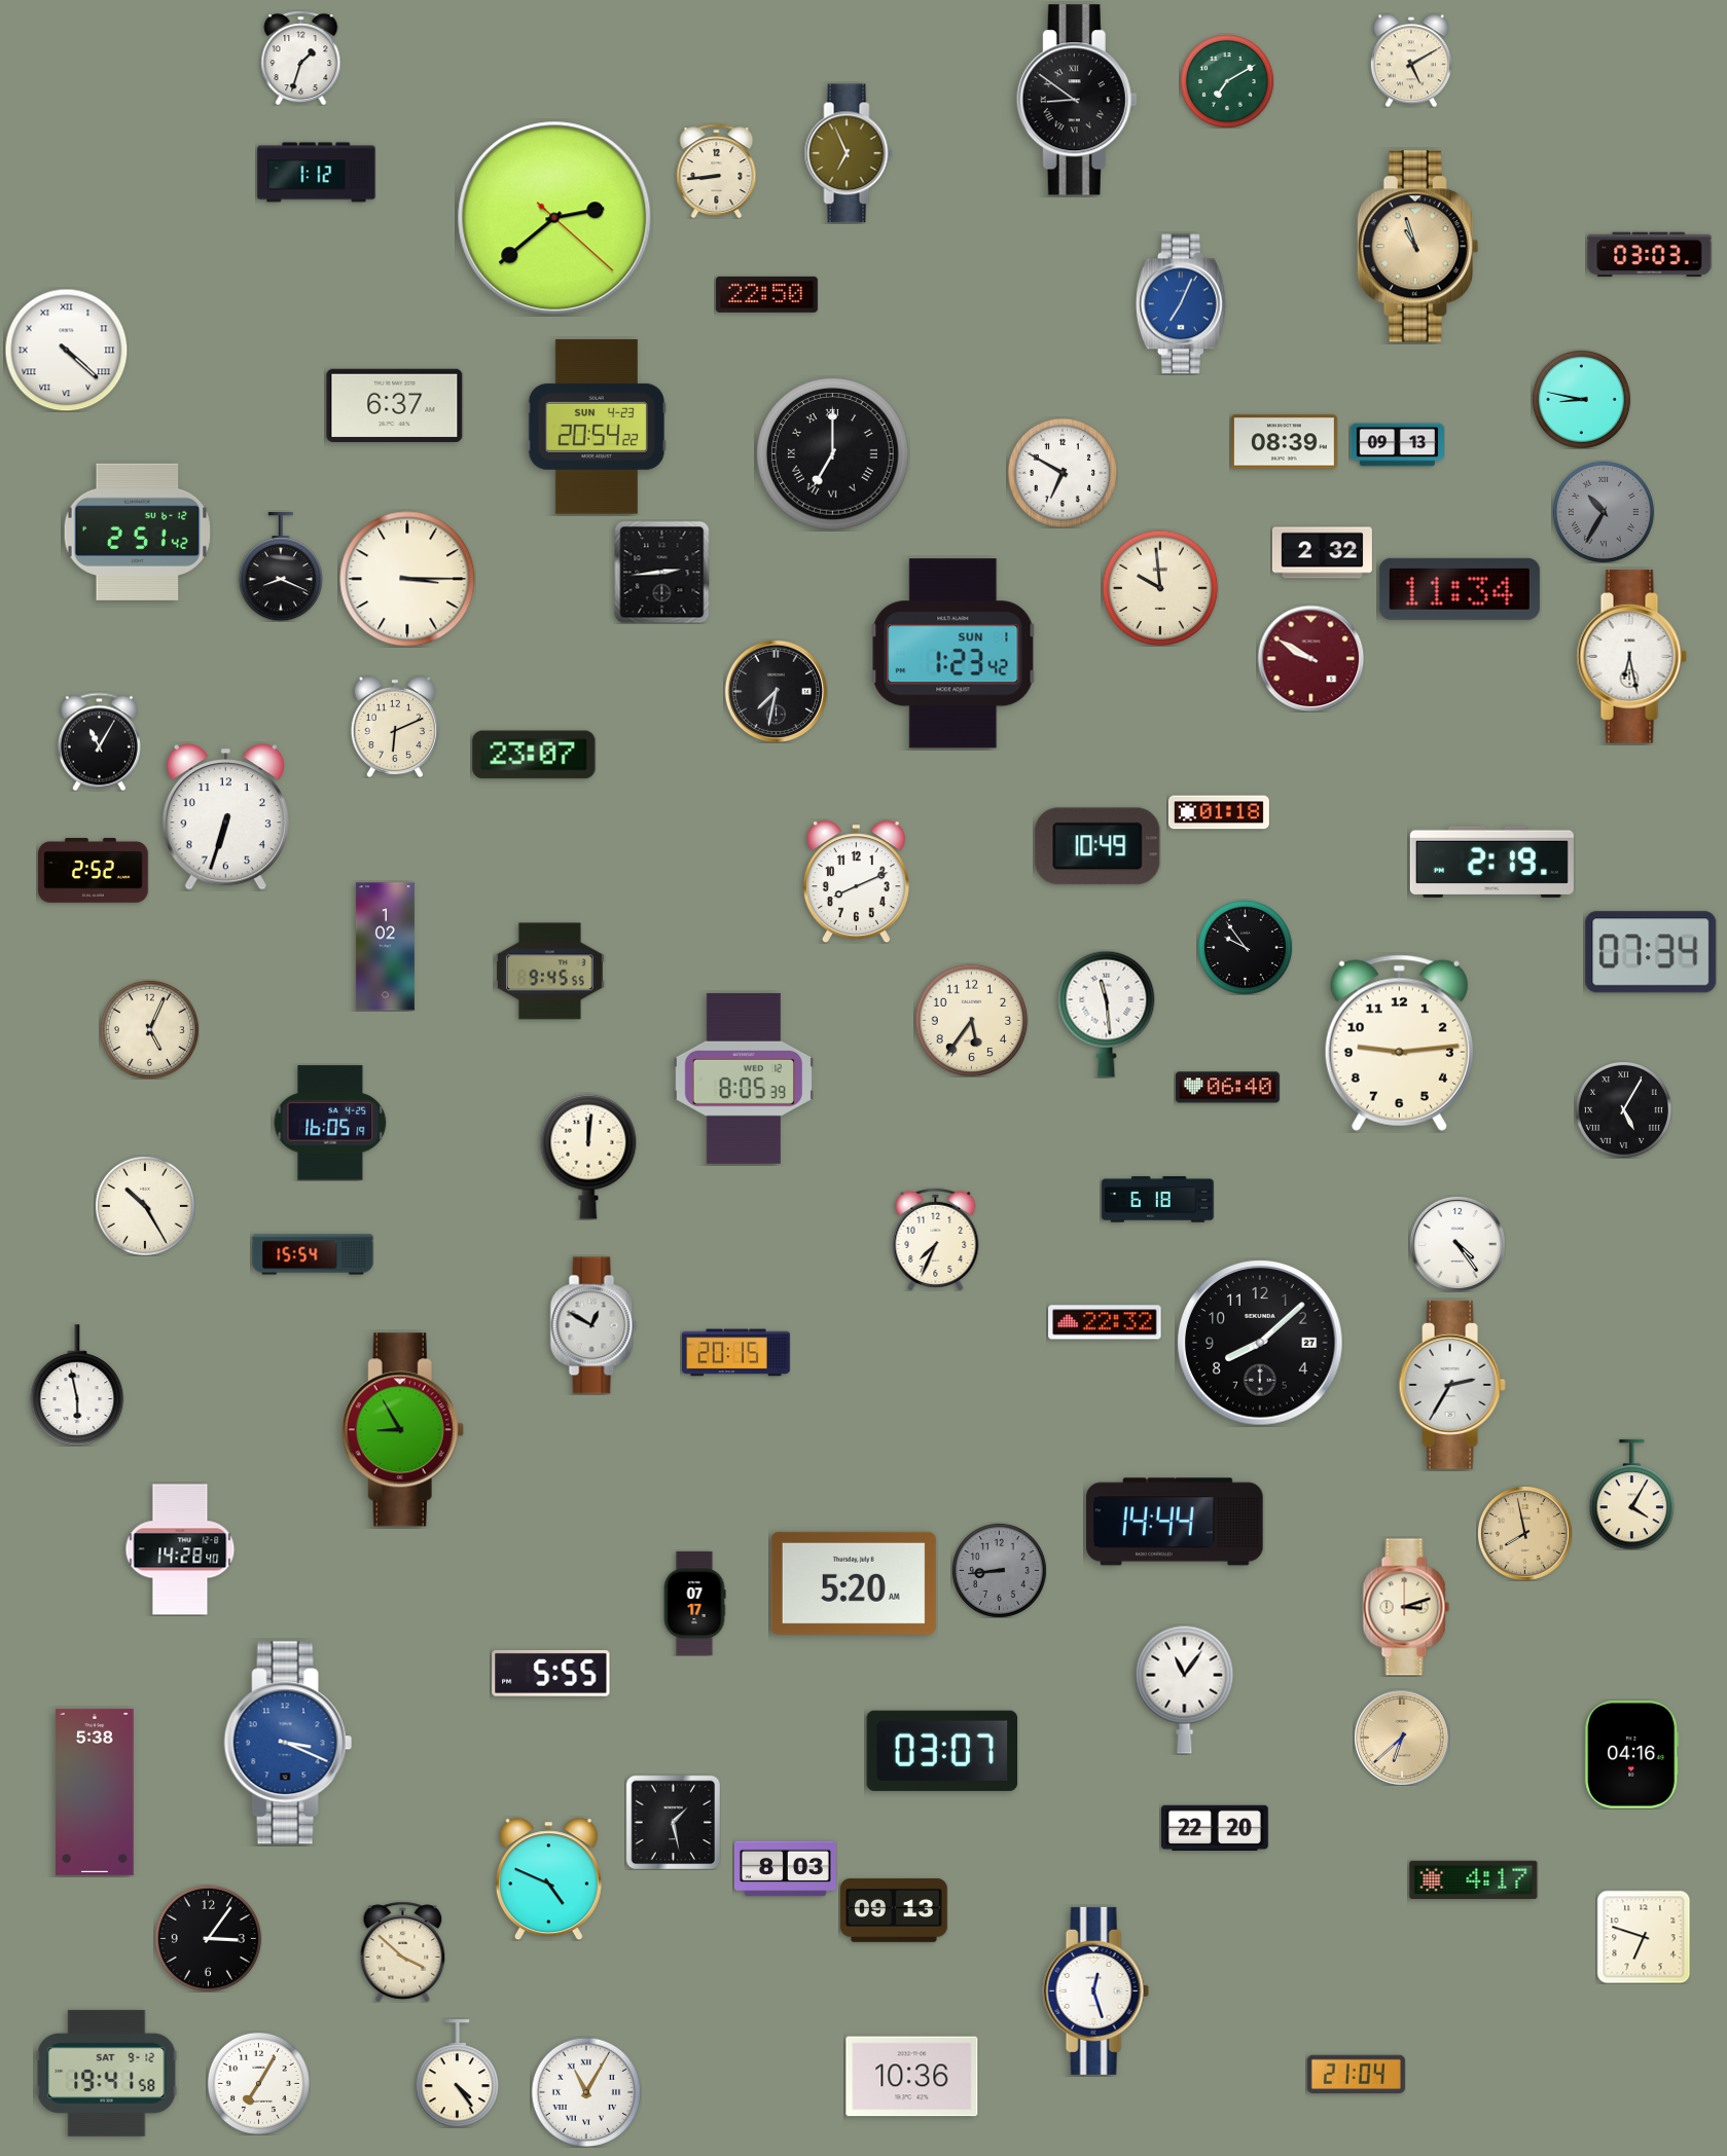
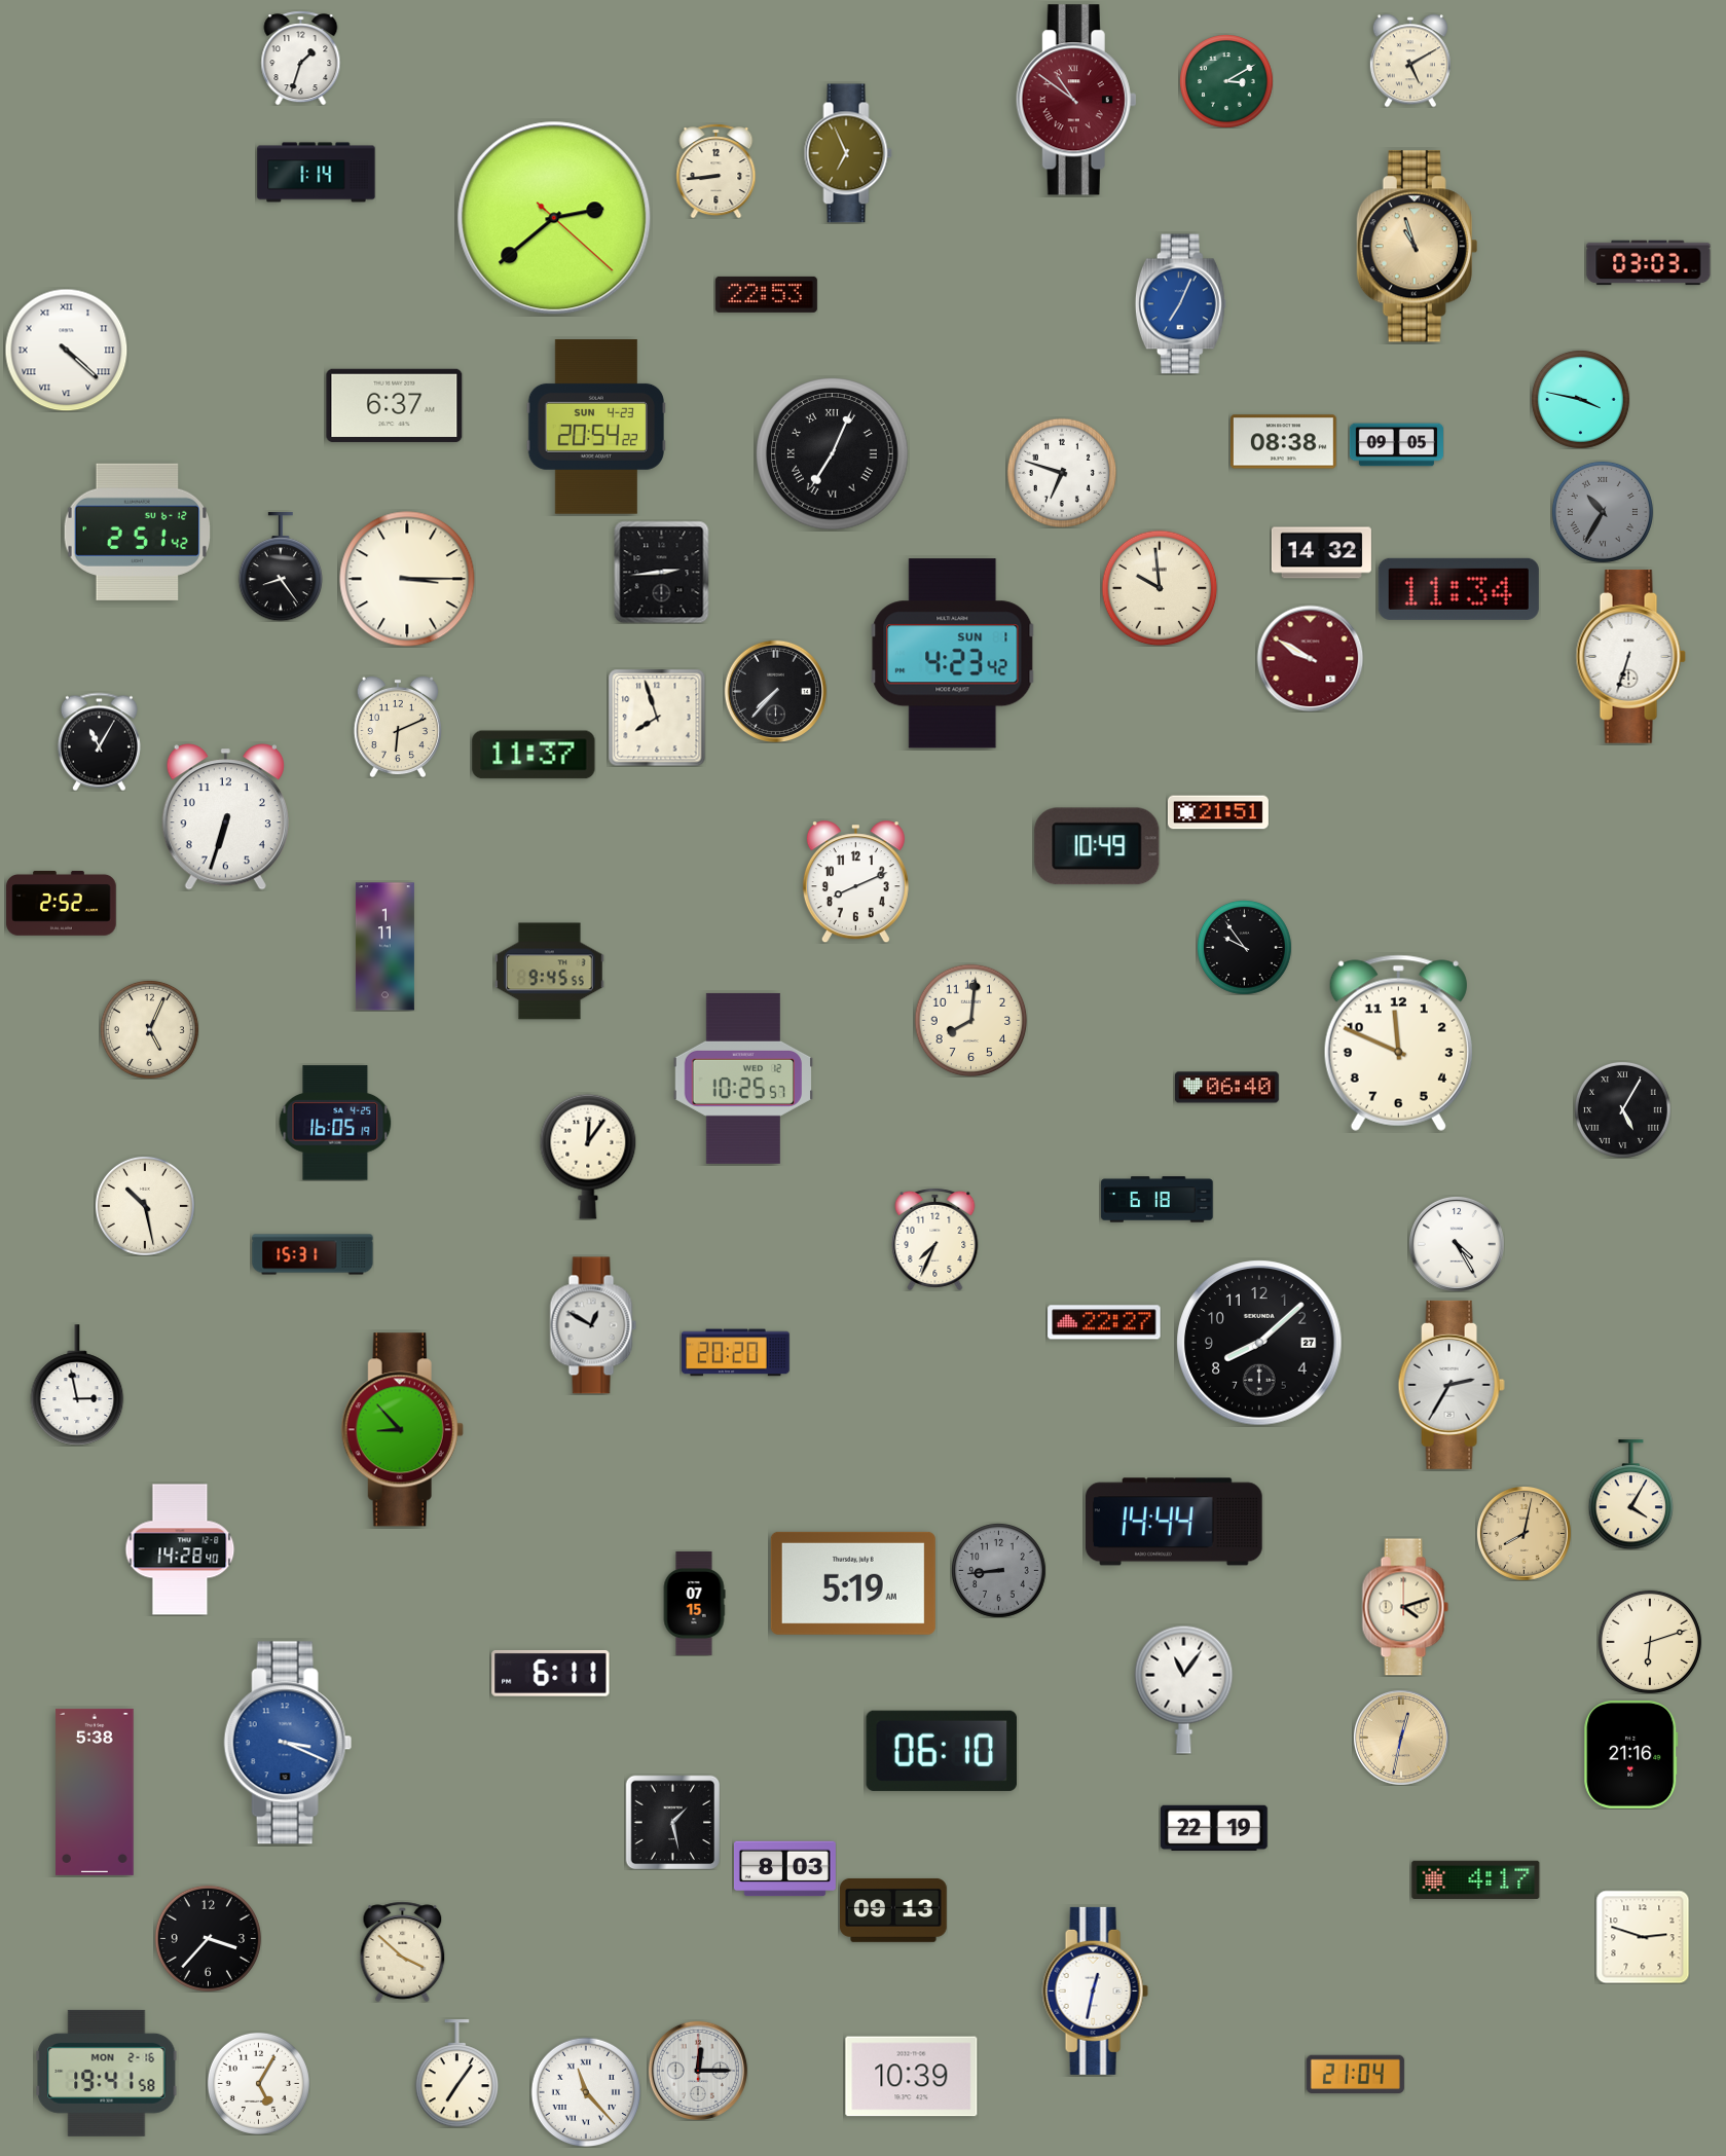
clock at (1227, 81): 7:10 -> 3:10
clock at (1077, 100): 8:51 -> 10:51
clock at (1077, 100) dial: black -> burgundy
clock at (317, 173): 1:12 -> 1:14
clock at (1650, 255) position: (1650, 255) -> (1649, 263)
clock at (766, 294): 22:50 -> 22:53
clock at (1581, 399): 8:47 -> 3:47
clock at (1285, 442): 08:39 -> 08:38
clock at (1397, 445): 09:13 -> 09:05
clock at (833, 454): 7:00 -> 7:04
clock at (1063, 473): 6:50 -> 6:48
clock at (1322, 553): 2:32 -> 14:32
clock at (280, 567): 8:19 -> 8:24
clock at (954, 654): 1:23 -> 4:23
clock at (1631, 656): 6:28 -> 6:33
clock at (776, 691): 7:32 -> 7:37
clock at (657, 718): none -> 7:57
clock at (395, 727) position: (395, 727) -> (398, 727)
clock at (534, 755): 23:07 -> 11:37
clock at (1219, 812): 01:18 -> 21:51
clock at (1491, 862): 2:19 -> none
clock at (94, 871) position: (94, 871) -> (62, 904)
clock at (385, 947): 1:02 -> 1:11
clock at (1651, 952): 07:34 -> none
clock at (1107, 1014): 11:29 -> none
clock at (971, 1020): 5:36 -> 8:01
clock at (1399, 1043): 9:14 -> 11:49
clock at (744, 1079): 8:05 -> 10:25
clock at (330, 1123) position: (330, 1123) -> (335, 1123)
clock at (588, 1157): 12:01 -> 12:06
clock at (145, 1206): 10:25 -> 10:28
clock at (1458, 1244): 4:24 -> 4:25
clock at (313, 1254): 15:54 -> 15:31
clock at (1105, 1322): 22:32 -> 22:27
clock at (736, 1353): 20:15 -> 20:20
clock at (77, 1385): 5:58 -> 2:58
clock at (402, 1430): 8:55 -> 8:53
clock at (1524, 1533): 7:58 -> 8:02
clock at (854, 1583): 5:20 -> 5:19
clock at (694, 1603): 07:17 -> 07:15
clock at (1406, 1607): 3:12 -> 4:12
clock at (1650, 1642): none -> 6:12
clock at (551, 1673): 5:55 -> 6:11
clock at (1402, 1738): 6:38 -> 12:32
clock at (941, 1751): 03:07 -> 06:10
clock at (1632, 1755): 04:16 -> 21:16
clock at (1216, 1828): 22:20 -> 22:19
clock at (548, 1879): 4:49 -> none
clock at (1474, 1879) position: (1474, 1879) -> (1476, 1879)
clock at (1644, 1937): 6:48 -> 2:48
clock at (208, 1938): 3:06 -> 3:37
clock at (1095, 1990): 12:27 -> 12:32
clock at (698, 2071): none -> 12:15
clock at (107, 2073) date: SAT 9-12 -> MON 2-16
clock at (457, 2074): 4:24 -> 7:06
clock at (912, 2077): 10:36 -> 10:39
clock at (258, 2083): 7:05 -> 5:05
clock at (586, 2092): 11:05 -> 11:23
